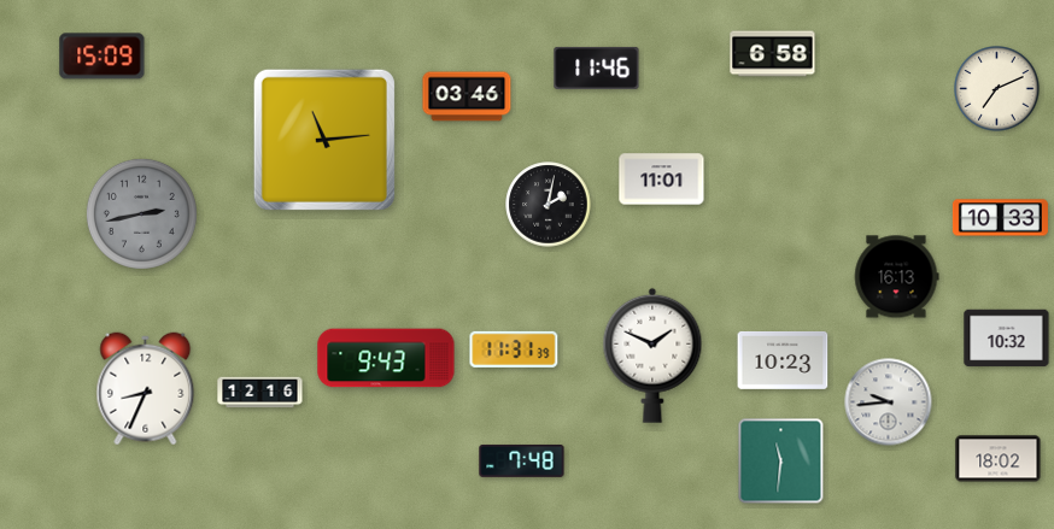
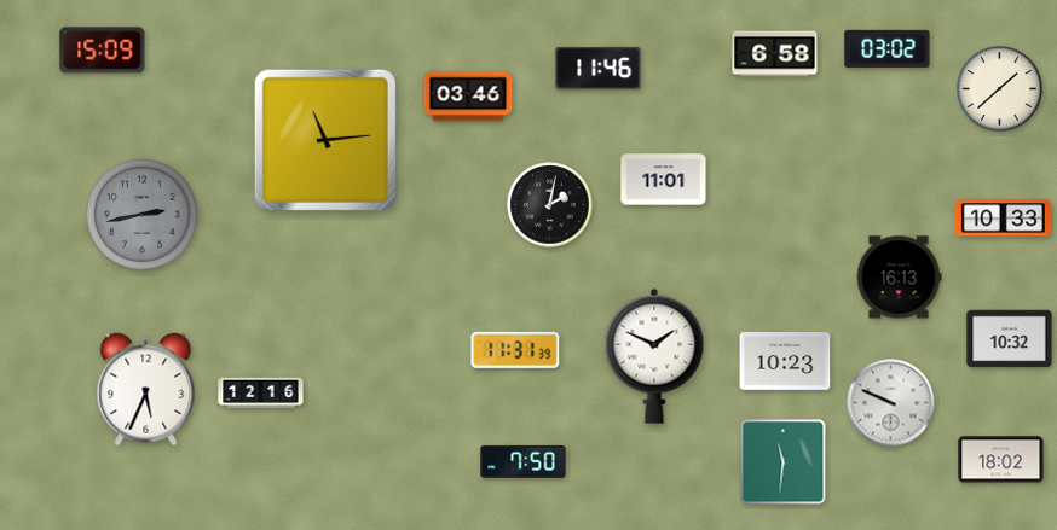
clock at (888, 48): none -> 03:02
clock at (103, 57) position: (103, 57) -> (103, 51)
clock at (997, 89): 7:11 -> 1:38
clock at (386, 358): 9:43 -> none
clock at (146, 389): 8:34 -> 5:34
clock at (889, 402): 9:44 -> 9:49
clock at (522, 460): 7:48 -> 7:50
